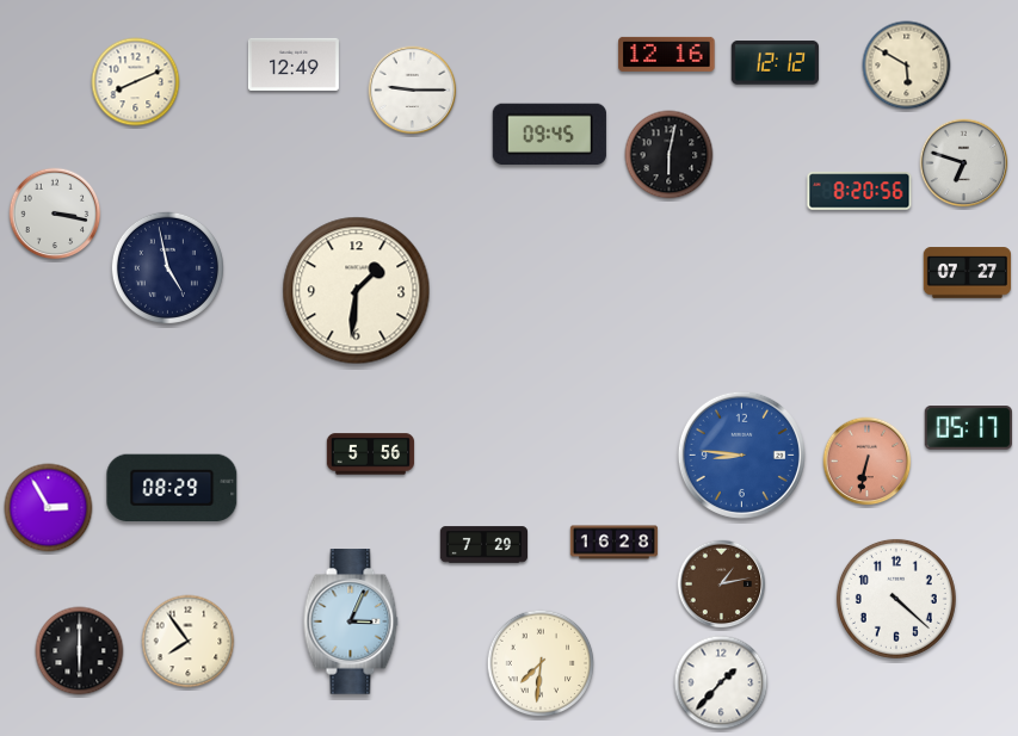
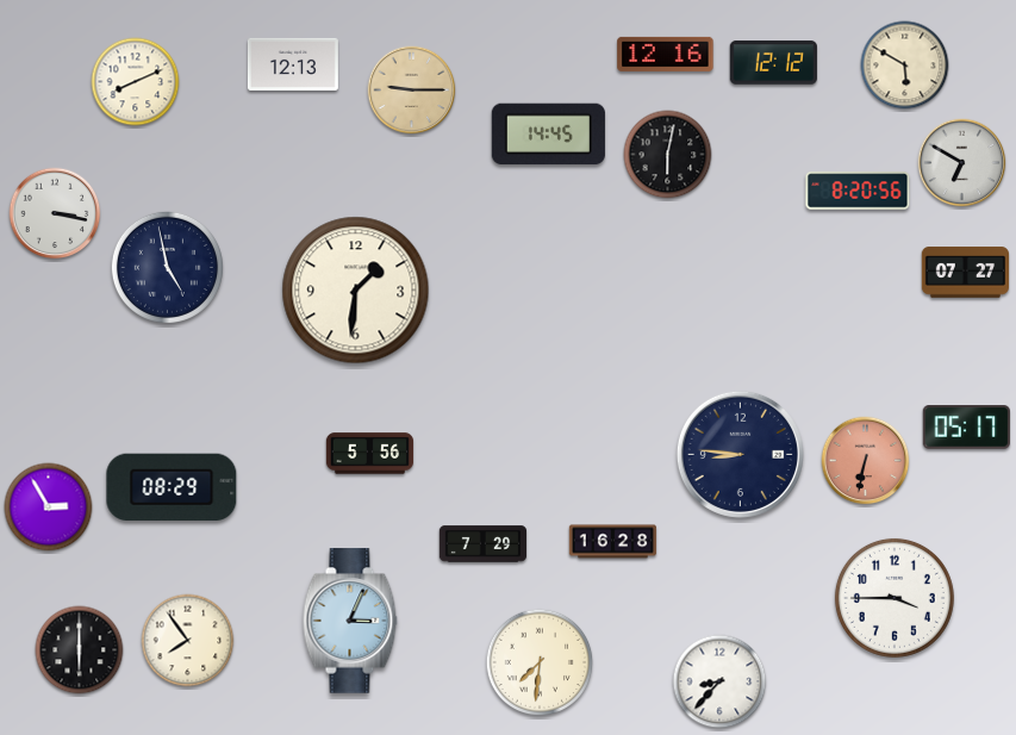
clock at (294, 64): 12:49 -> 12:13
clock at (413, 91) dial: white -> champagne
clock at (549, 134): 09:45 -> 14:45
clock at (964, 163): 6:48 -> 6:50
clock at (741, 454) dial: blue -> navy
clock at (722, 585): 1:13 -> none
clock at (896, 599): 4:22 -> 3:45
clock at (721, 682): 1:37 -> 8:37
